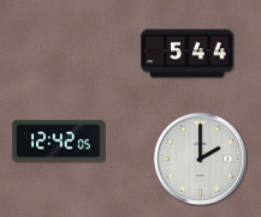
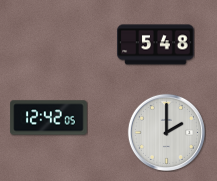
clock at (188, 54): 5:44 -> 5:48
